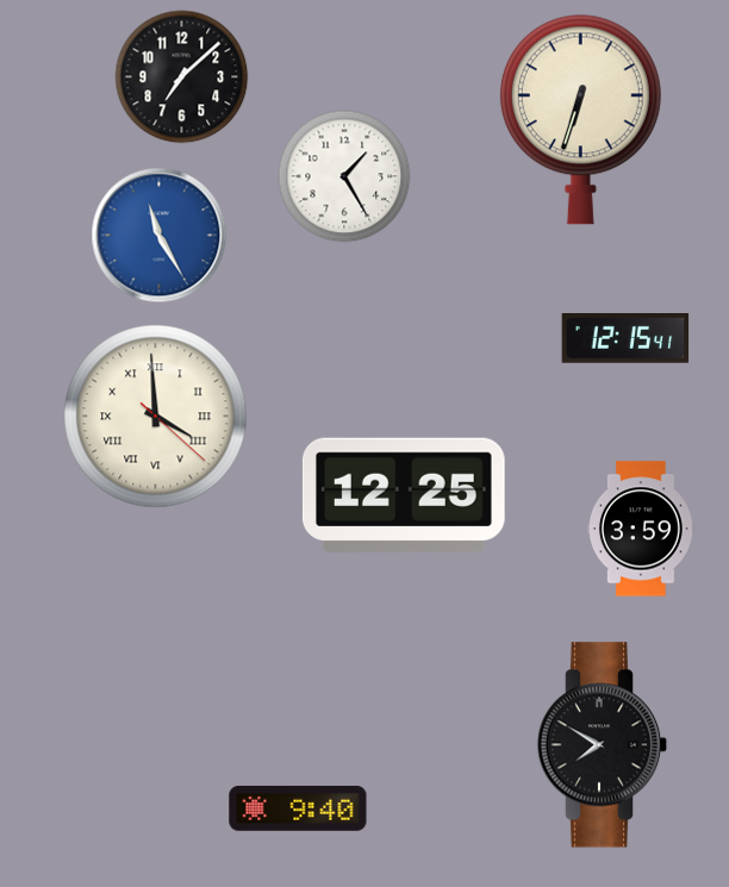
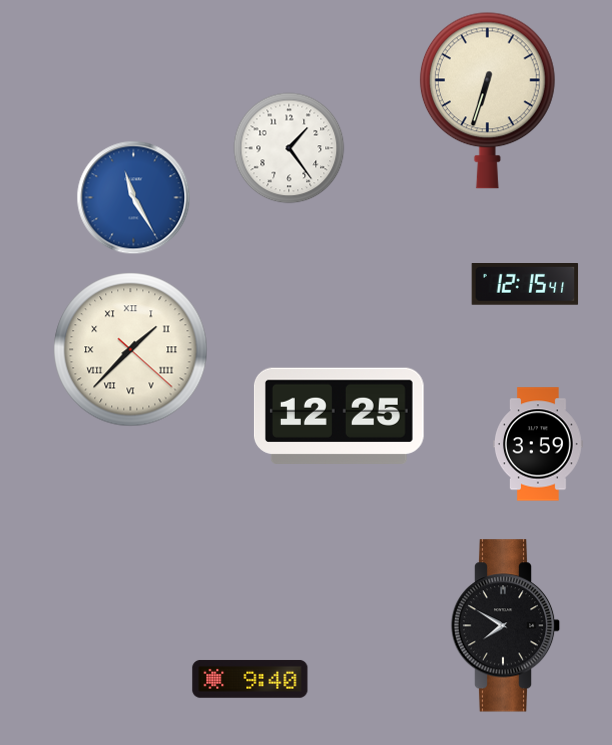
clock at (182, 77): 7:08 -> none
clock at (344, 176): 1:25 -> 1:24
clock at (156, 417): 3:59 -> 1:37
